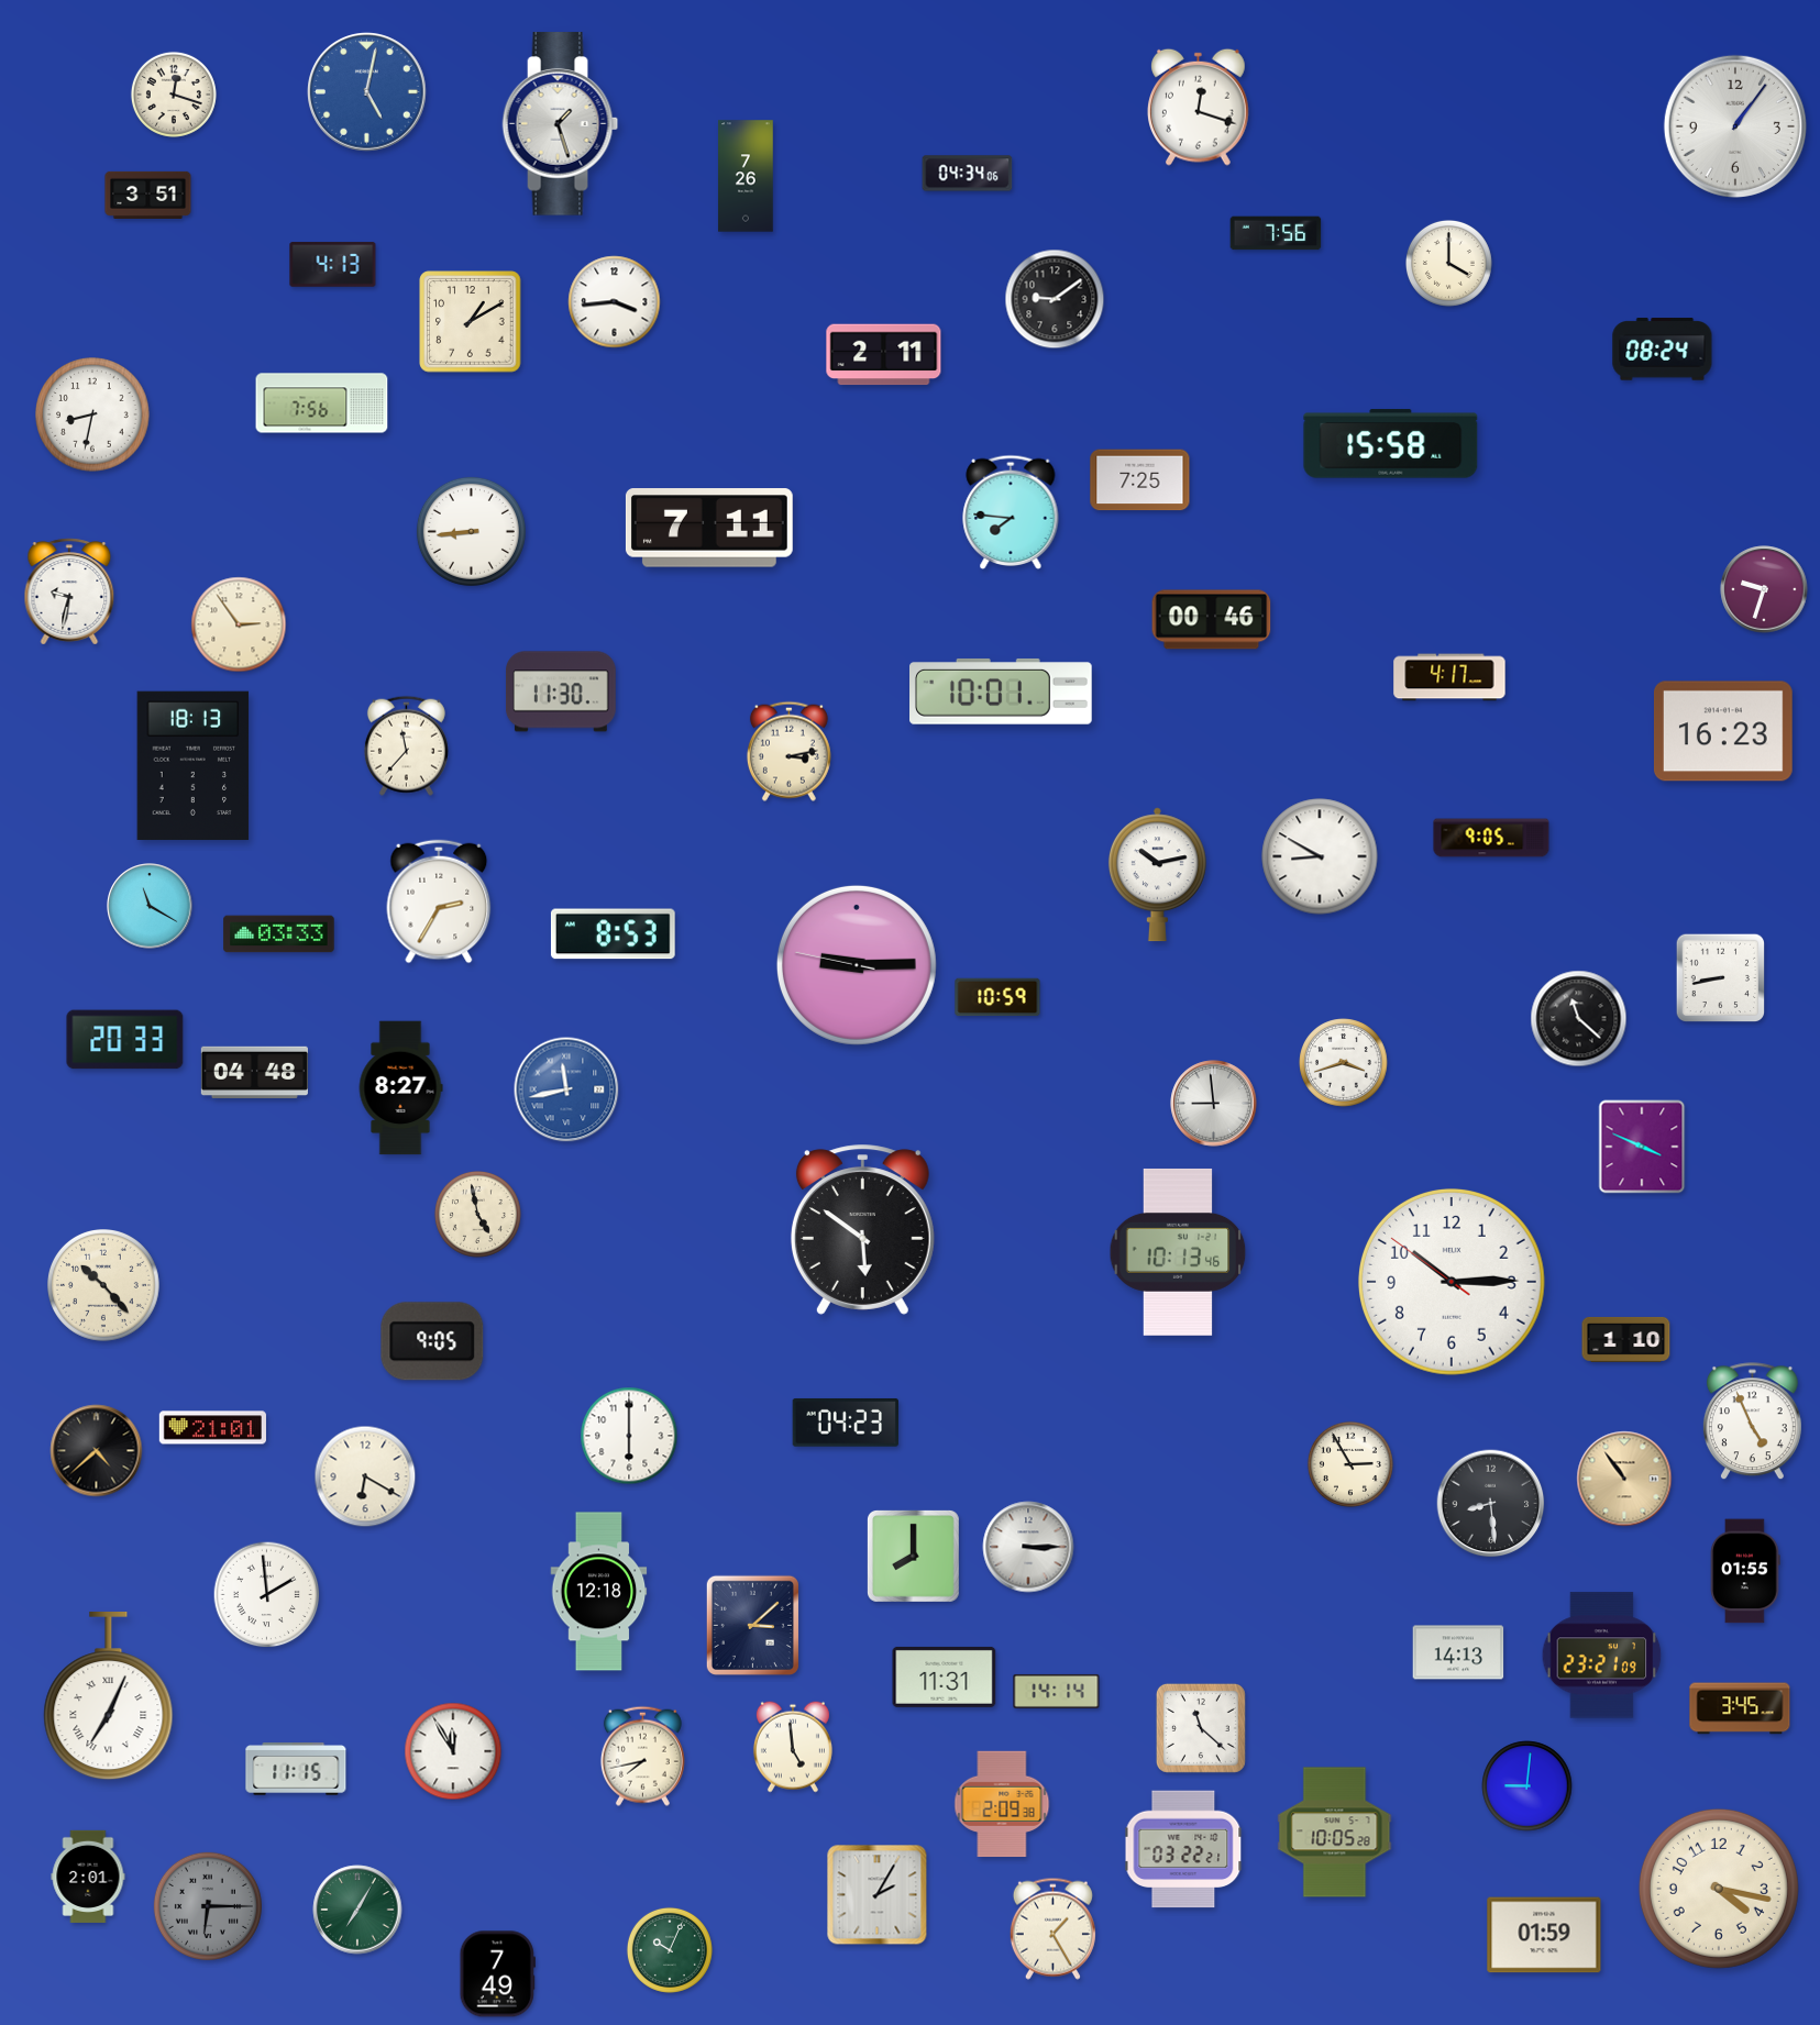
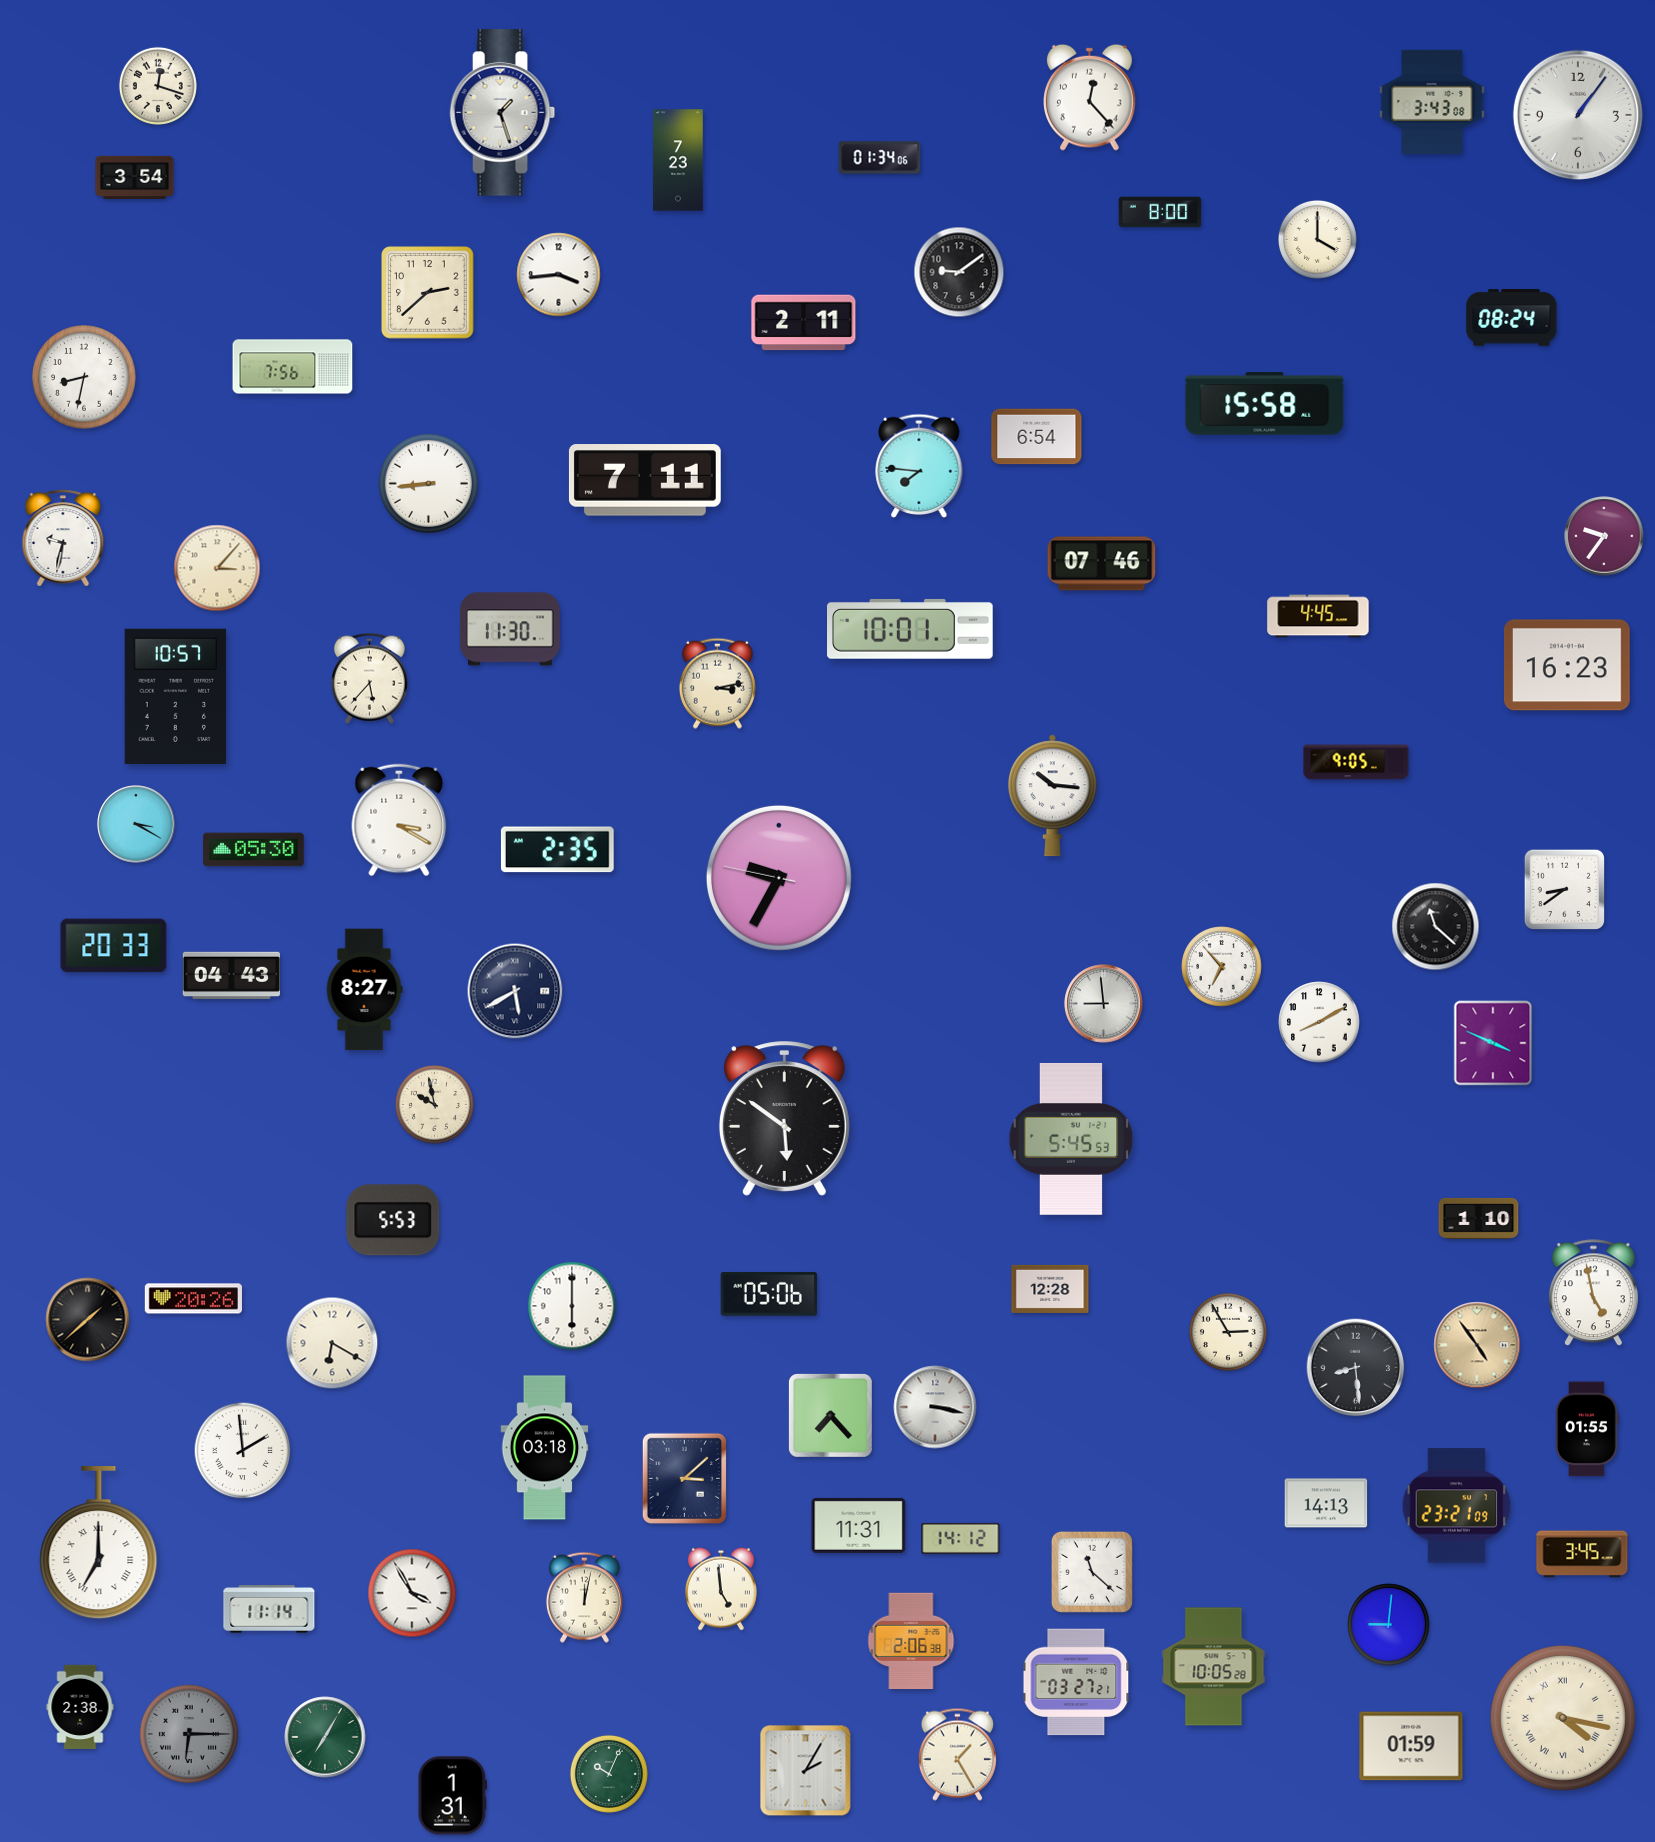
clock at (367, 92): 5:02 -> none
clock at (1199, 107): 12:18 -> 12:23
clock at (1432, 102): none -> 3:43
clock at (561, 124) position: (561, 124) -> (503, 113)
clock at (968, 174): 04:34 -> 01:34
clock at (746, 176): 7:26 -> 7:23
clock at (148, 195): 3:51 -> 3:54
clock at (1276, 233): 7:56 -> 8:00
clock at (333, 265): 4:13 -> none
clock at (471, 322): 1:10 -> 2:38
clock at (1140, 480): 7:25 -> 6:54
clock at (1764, 589): 9:33 -> 9:36
clock at (1212, 620): 00:46 -> 07:46
clock at (239, 624): 2:54 -> 3:07
clock at (1449, 677): 4:17 -> 4:45
clock at (406, 745): 11:37 -> 5:37
clock at (194, 766): 18:13 -> 10:57
clock at (1320, 856): 8:50 -> none
clock at (1157, 875): 10:13 -> 10:16
clock at (439, 901): 2:35 -> 3:20
clock at (150, 906): 11:20 -> 3:20
clock at (279, 934): 03:33 -> 05:30
clock at (613, 934): 8:53 -> 2:35
clock at (857, 965): 9:14 -> 9:34
clock at (1721, 978): 8:43 -> 8:39
clock at (997, 997): 10:59 -> none
clock at (1344, 1063): 3:42 -> 6:53
clock at (254, 1072): 04:48 -> 04:43
clock at (566, 1089): 11:43 -> 5:40
clock at (566, 1089) dial: blue -> navy
clock at (1319, 1022): none -> 8:10
clock at (477, 1214): 4:58 -> 9:58
clock at (1178, 1252): 10:13 -> 5:45
clock at (1452, 1282): 10:14 -> none
clock at (104, 1286): 10:23 -> none
clock at (432, 1341): 9:05 -> 5:53
clock at (1050, 1289): none -> 12:28
clock at (1752, 1421): 4:56 -> 4:58
clock at (846, 1423): 04:23 -> 05:06
clock at (212, 1428): 21:01 -> 20:26
clock at (97, 1451): 4:38 -> 1:38
clock at (1624, 1479): 10:54 -> 4:54
clock at (1028, 1547): 3:15 -> 3:17
clock at (913, 1556): 8:00 -> 7:23
clock at (599, 1592): 12:18 -> 03:18
clock at (1057, 1691): 14:14 -> 14:12
clock at (109, 1697): 7:04 -> 7:00
clock at (453, 1751): 11:55 -> 3:55
clock at (642, 1756): 7:43 -> 12:02
clock at (296, 1769): 11:15 -> 11:14
clock at (1002, 1804): 2:09 -> 2:06
clock at (1183, 1849): 03:22 -> 03:27
clock at (88, 1877): 2:01 -> 2:38
clock at (1719, 1889) numerals: Arabic -> Roman
clock at (878, 1895) position: (878, 1895) -> (806, 1771)
clock at (1544, 1935) position: (1544, 1935) -> (1411, 1746)
clock at (497, 1974): 7:49 -> 1:31
